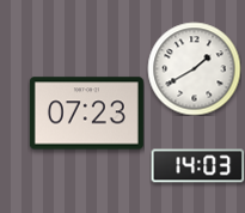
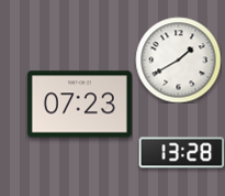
clock at (194, 68) position: (194, 68) -> (178, 59)
clock at (197, 166): 14:03 -> 13:28
